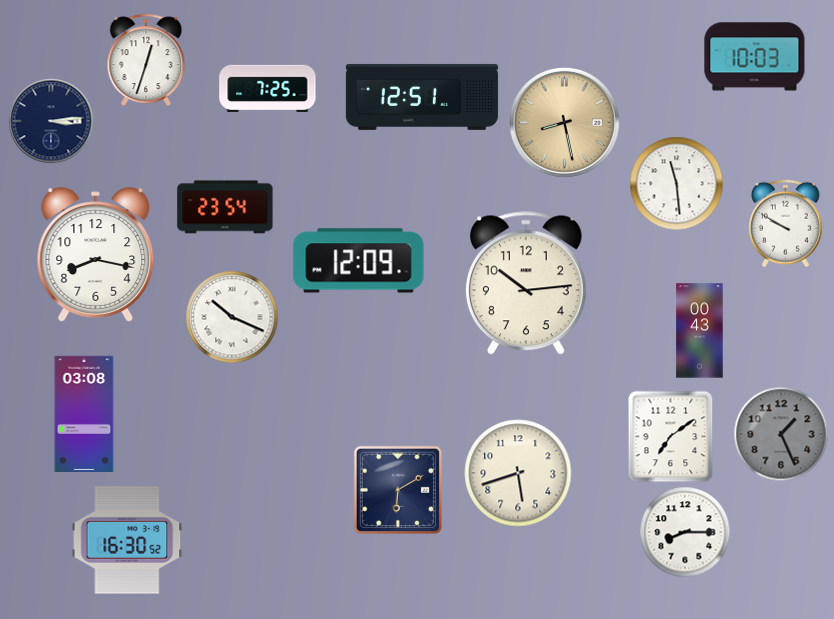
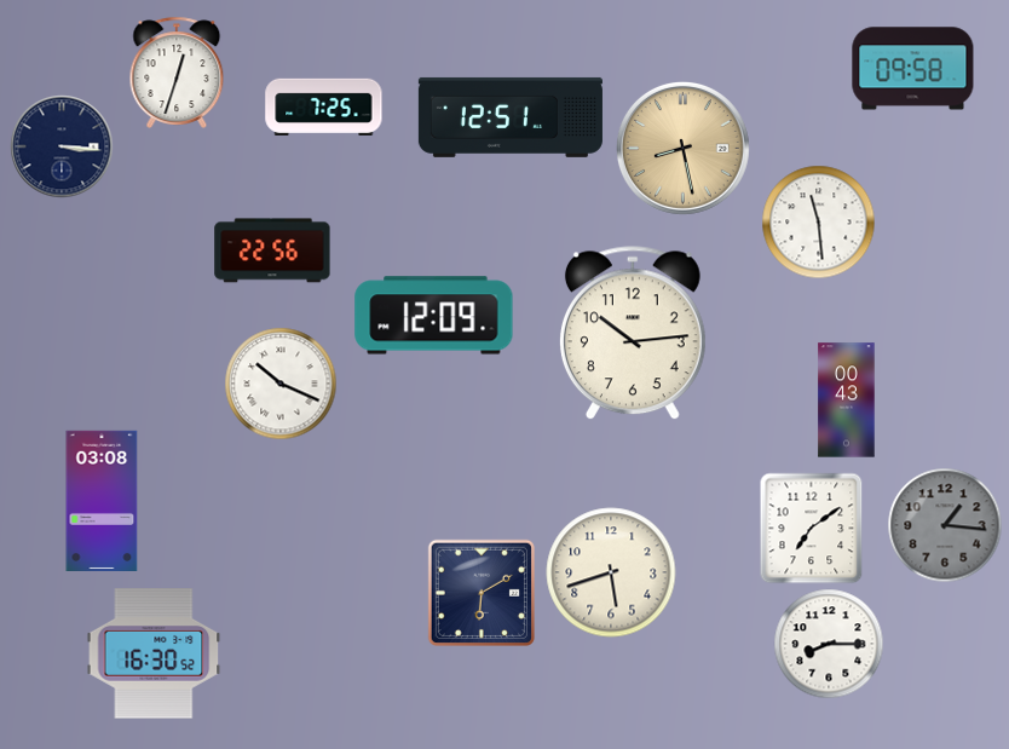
clock at (755, 57): 10:03 -> 09:58
clock at (51, 121): 3:14 -> 3:16
clock at (225, 207): 23:54 -> 22:56
clock at (786, 224): 9:50 -> none
clock at (96, 255): 8:17 -> none
clock at (526, 284) position: (526, 284) -> (633, 334)
clock at (781, 434): 1:26 -> 1:16
clock at (518, 473) position: (518, 473) -> (611, 572)
